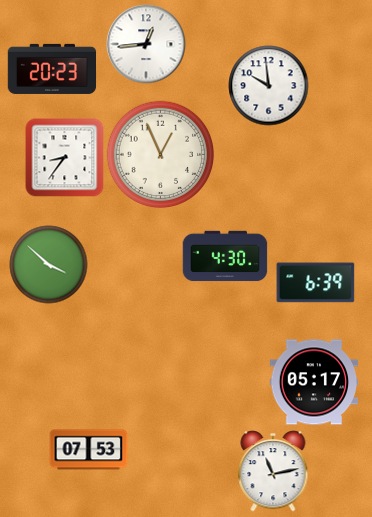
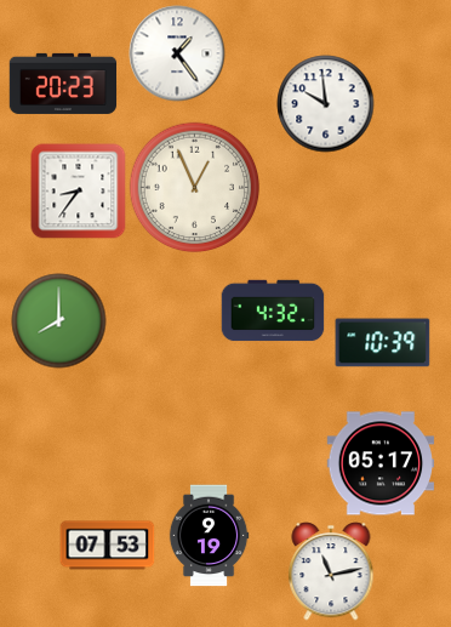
clock at (146, 44): 12:44 -> 1:24
clock at (225, 256): 4:30 -> 4:32
clock at (48, 264): 3:52 -> 8:00
clock at (315, 283): 6:39 -> 10:39
clock at (209, 535): none -> 9:19
